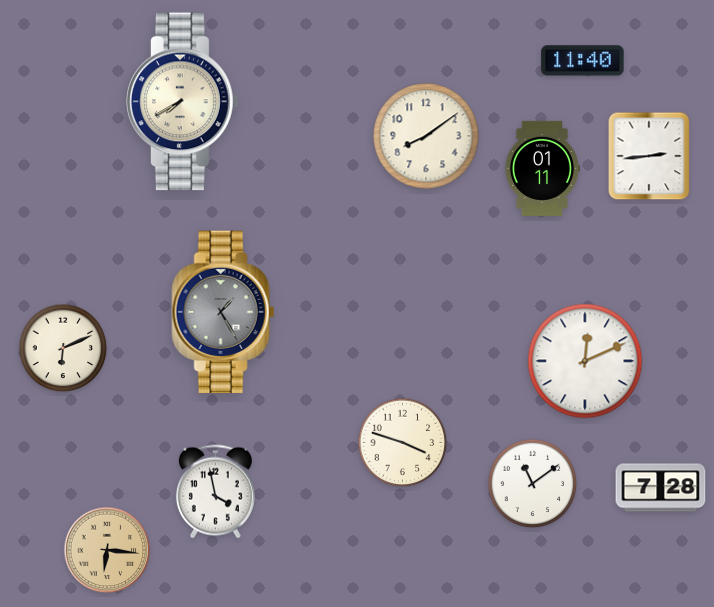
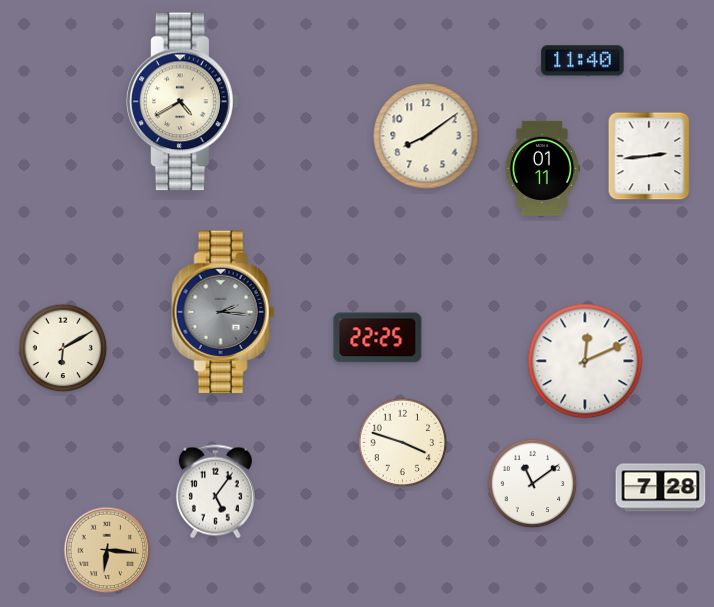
clock at (183, 102): 7:40 -> 4:40
clock at (223, 312): 1:25 -> 2:16
clock at (378, 338): none -> 22:25
clock at (63, 348): 6:11 -> 6:10
clock at (215, 492): 3:58 -> 5:06
